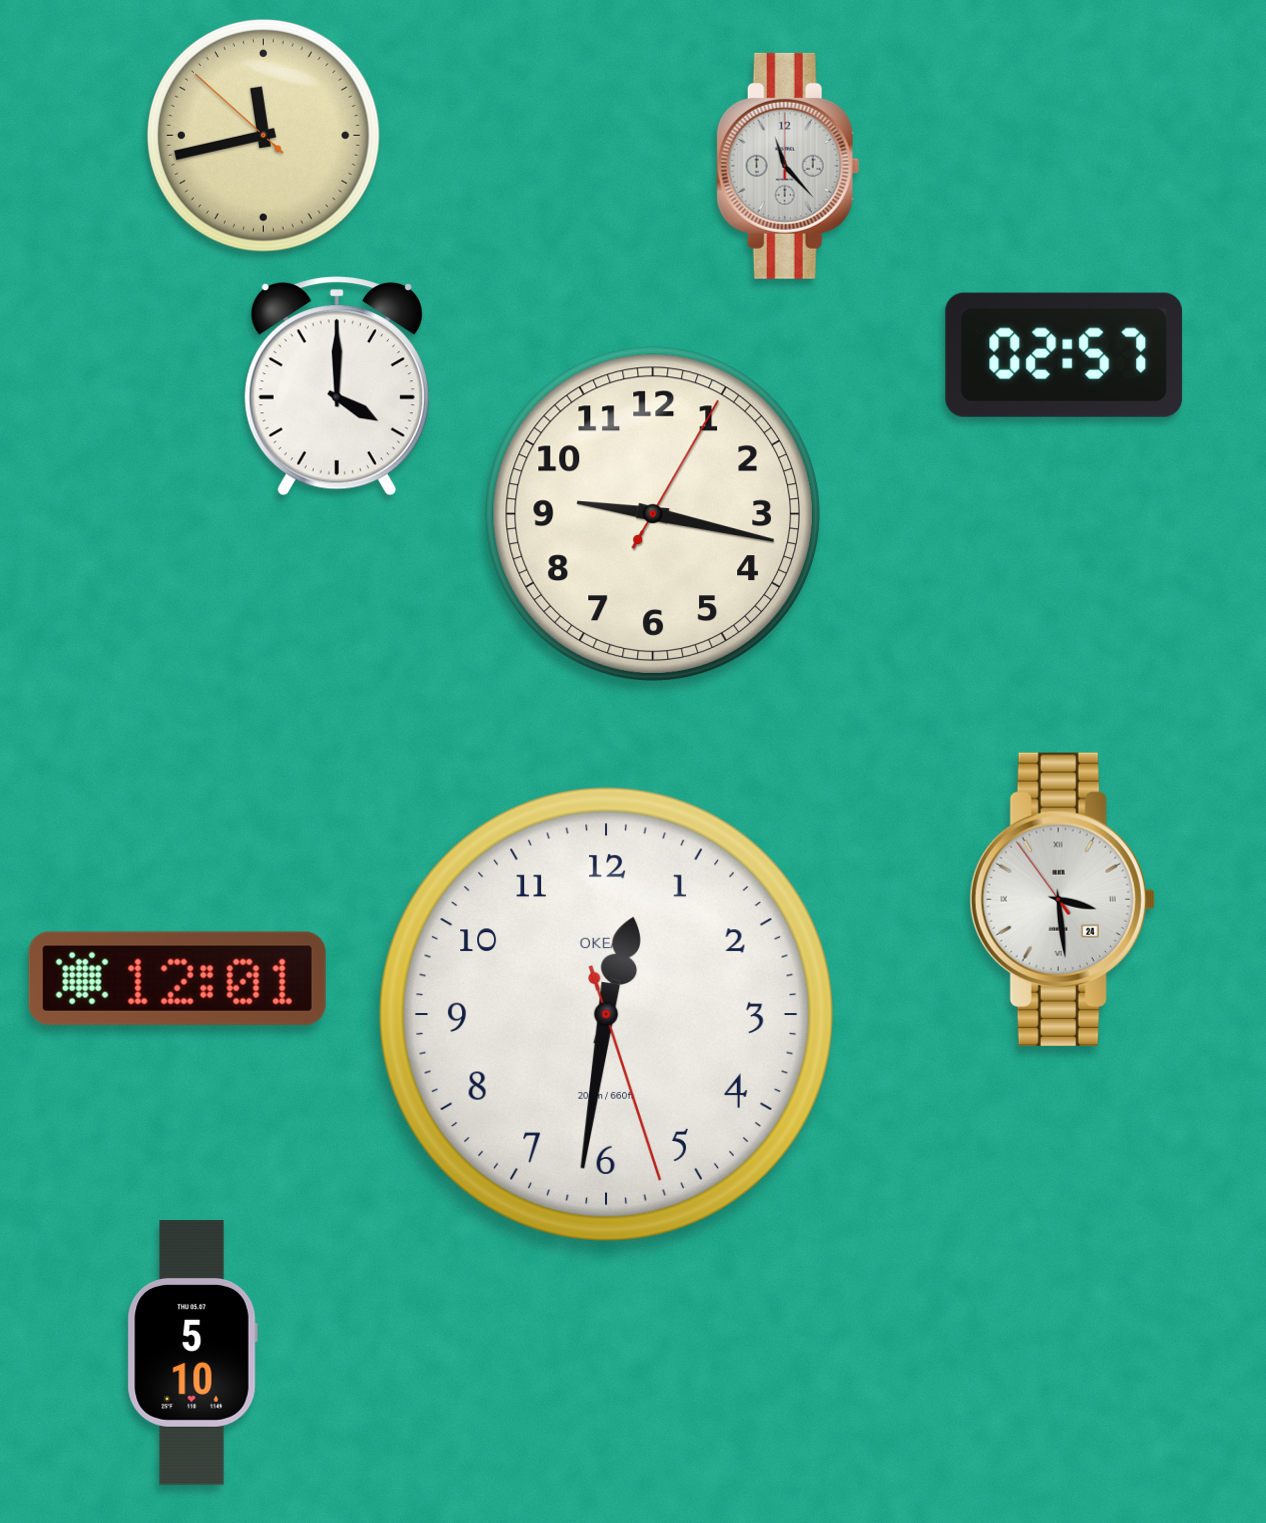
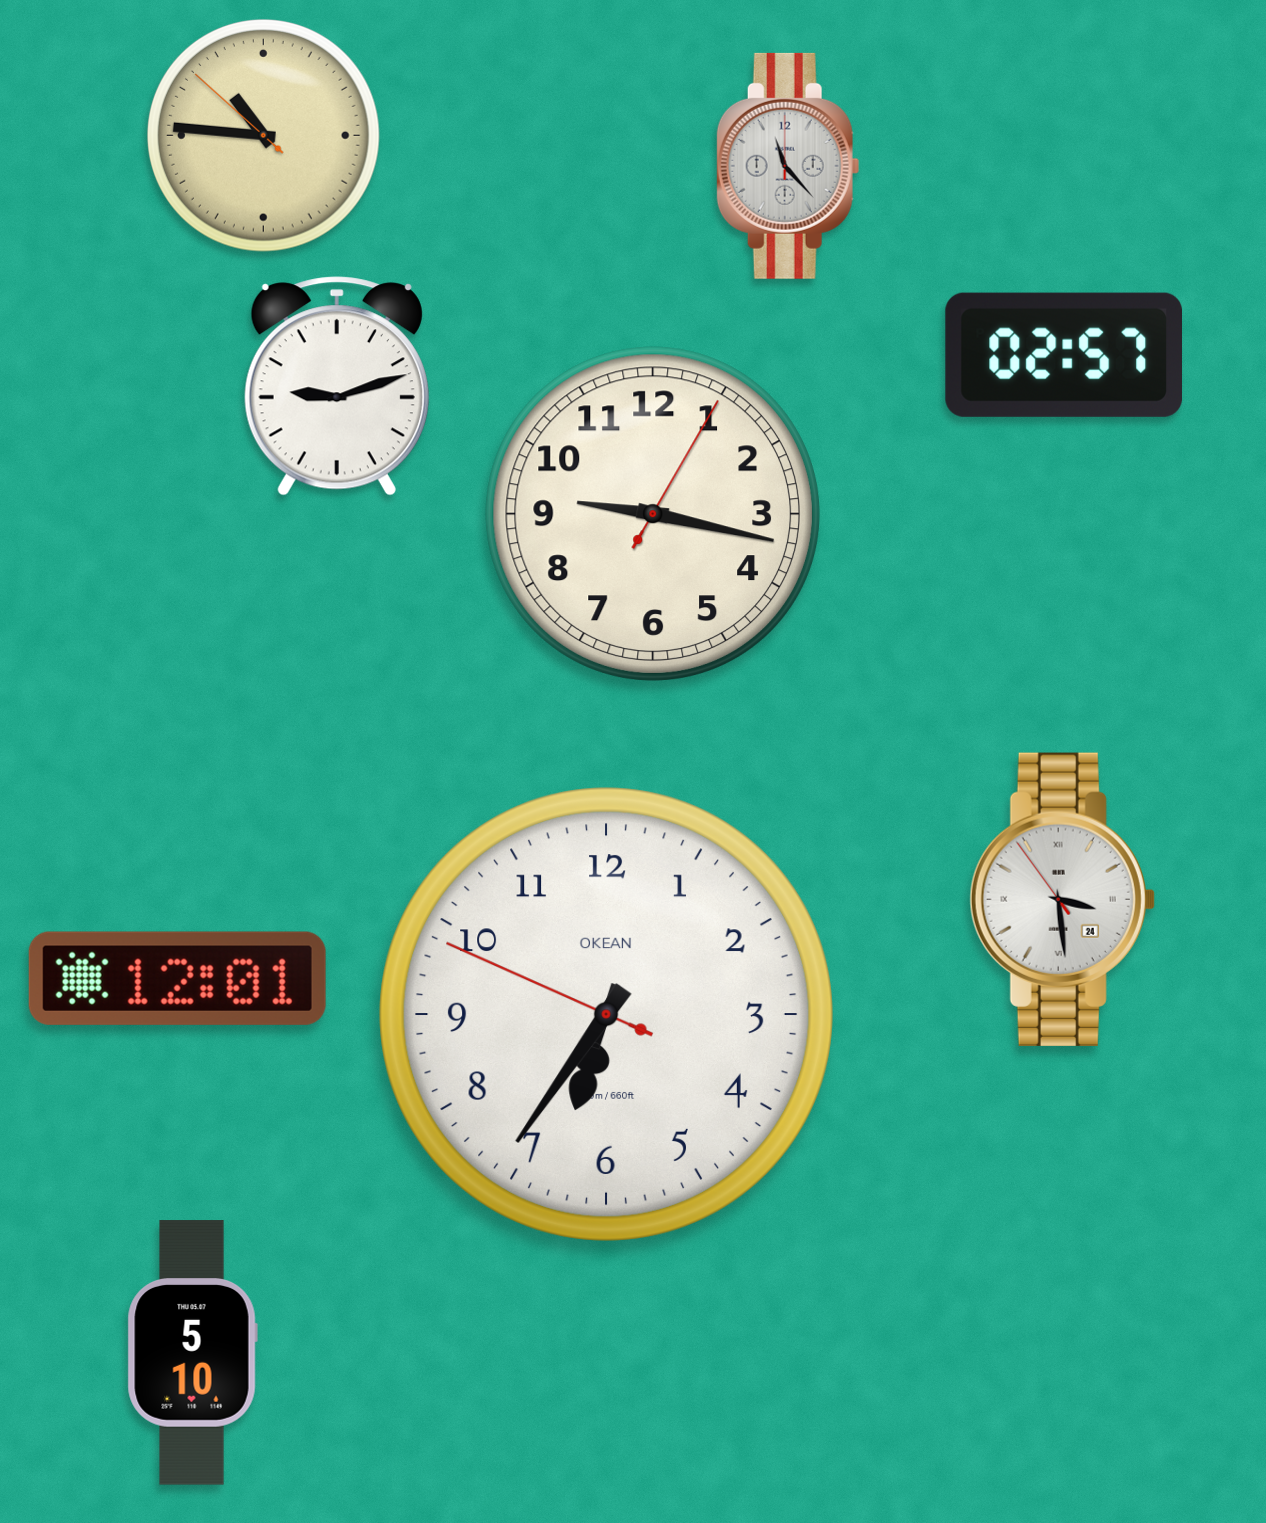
clock at (263, 135): 11:42 -> 10:45
clock at (337, 386): 4:00 -> 9:12
clock at (606, 1014): 12:31 -> 6:35
